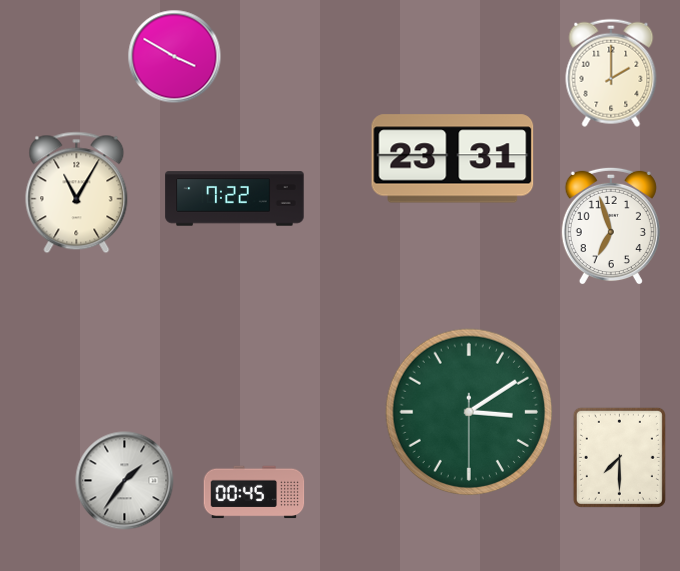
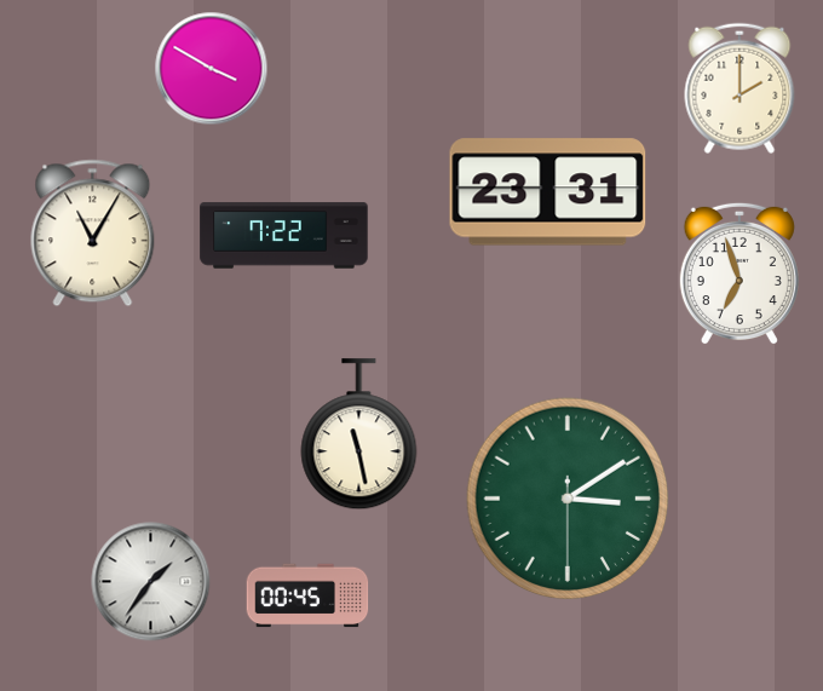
clock at (235, 199) position: (235, 199) -> (284, 236)
clock at (359, 434): none -> 11:28
clock at (619, 457): 7:30 -> none
